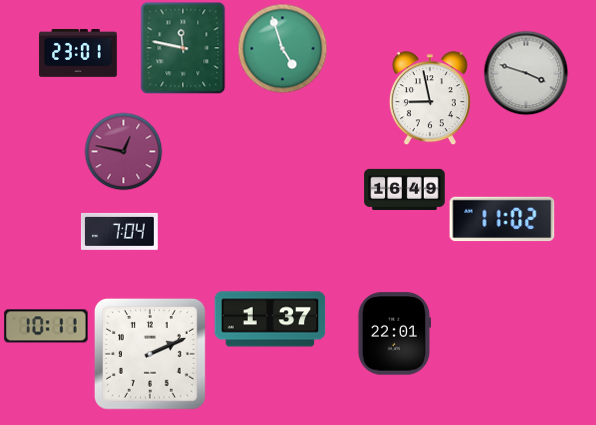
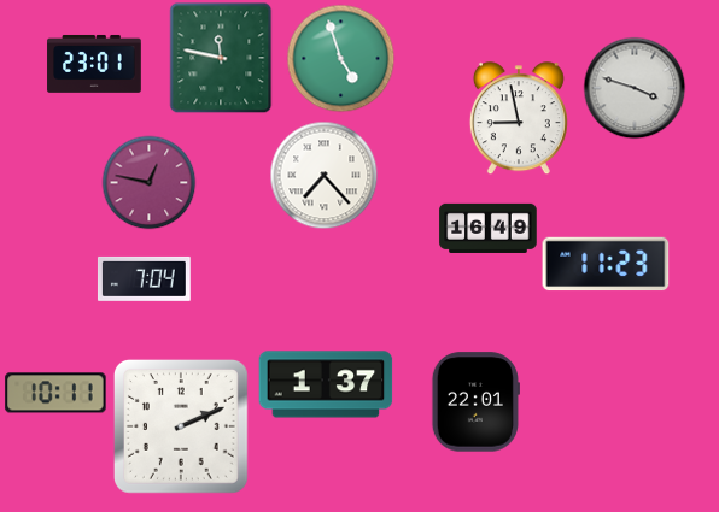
clock at (323, 175): none -> 7:23
clock at (502, 219): 11:02 -> 11:23
